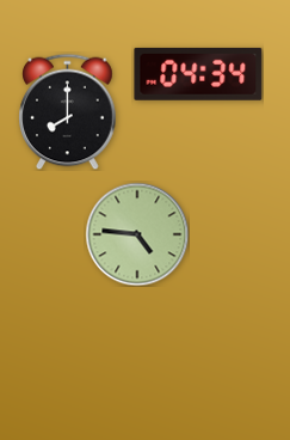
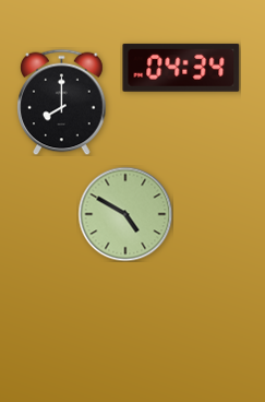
clock at (137, 234): 4:46 -> 4:50
